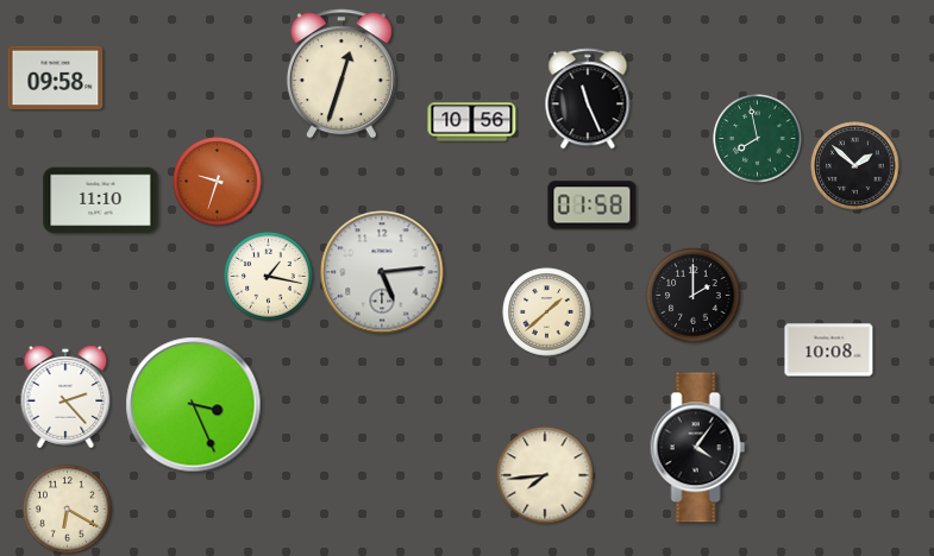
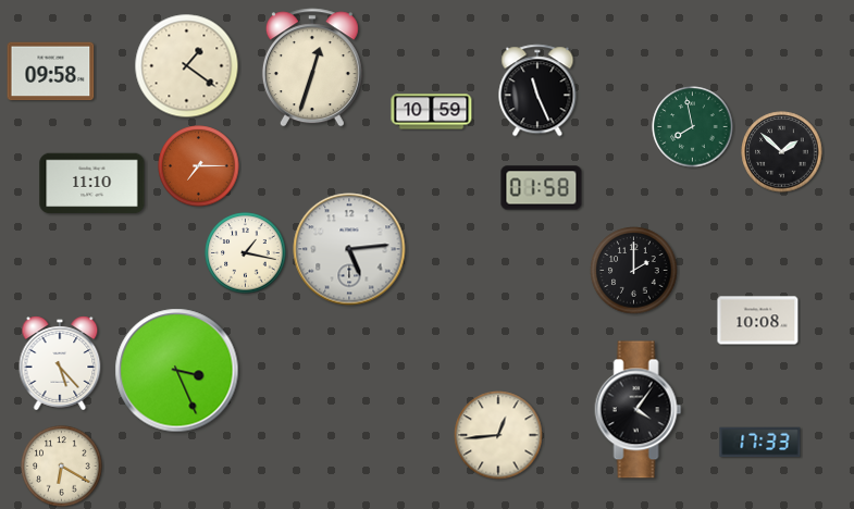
clock at (187, 66): none -> 1:21
clock at (472, 122): 10:56 -> 10:59
clock at (218, 182): 9:33 -> 7:15
clock at (547, 312): 1:38 -> none
clock at (65, 397): 2:23 -> 5:23
clock at (545, 475): 7:44 -> 12:44
clock at (760, 443): none -> 17:33
